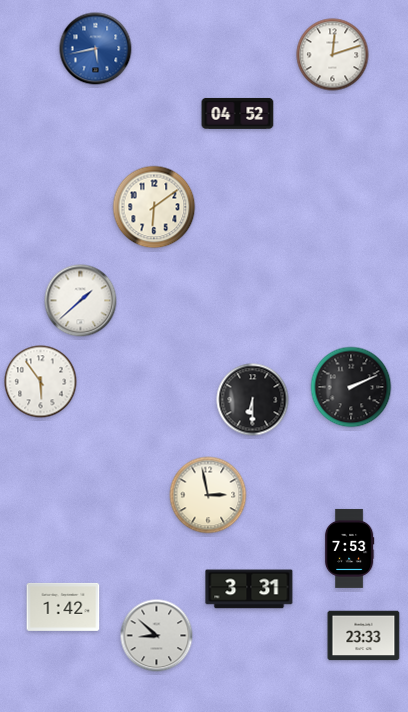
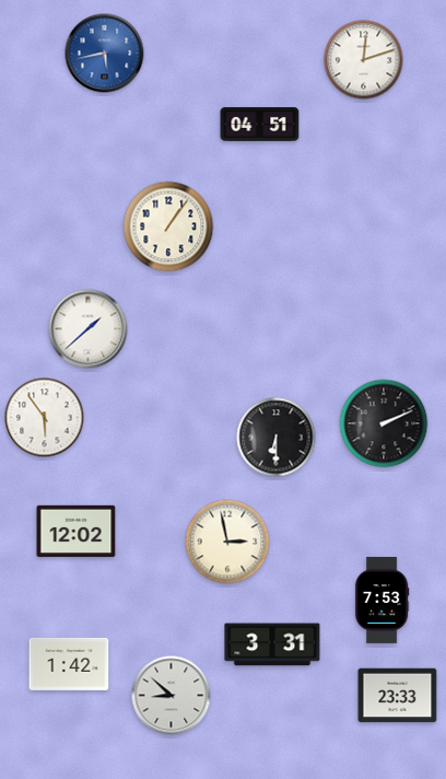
clock at (238, 113): 04:52 -> 04:51
clock at (154, 207): 6:09 -> 1:06
clock at (77, 531): none -> 12:02
